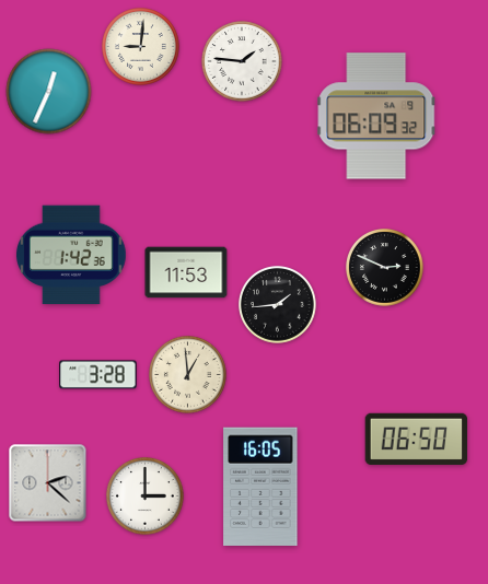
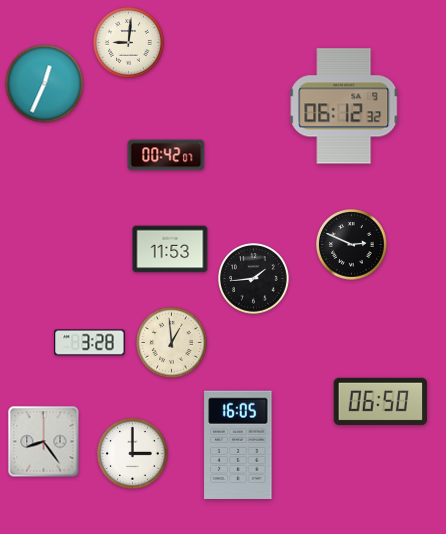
clock at (242, 61): 1:46 -> none
clock at (377, 116): 06:09 -> 06:12
clock at (166, 155): none -> 00:42
clock at (71, 255): 1:42 -> none
clock at (48, 483): 2:22 -> 8:24
